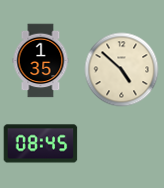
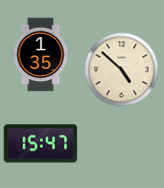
clock at (41, 61) position: (41, 61) -> (41, 55)
clock at (41, 144): 08:45 -> 15:47
